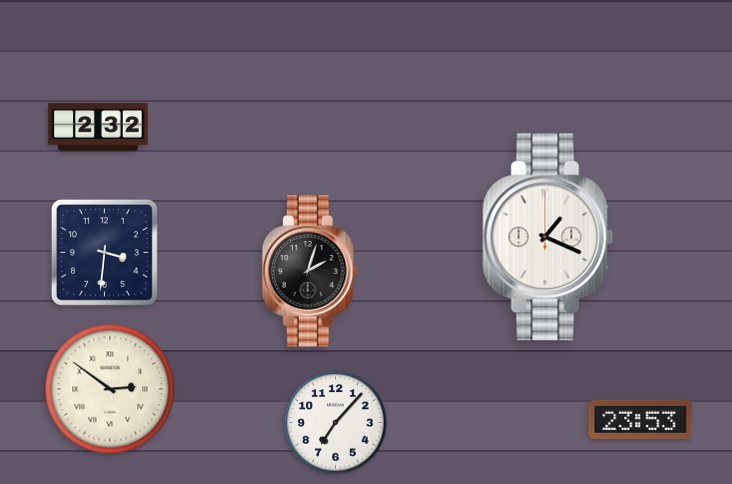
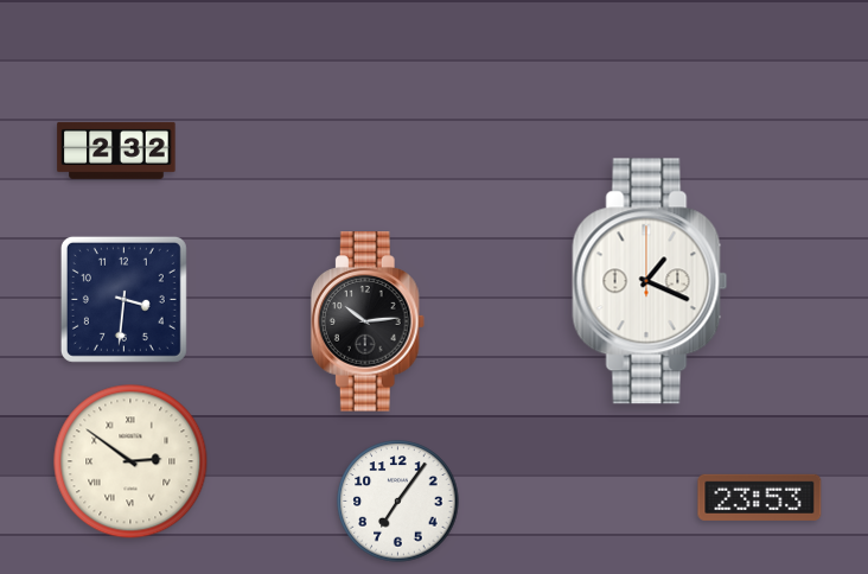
clock at (310, 271): 2:03 -> 10:14
clock at (336, 423): 7:07 -> 7:06
